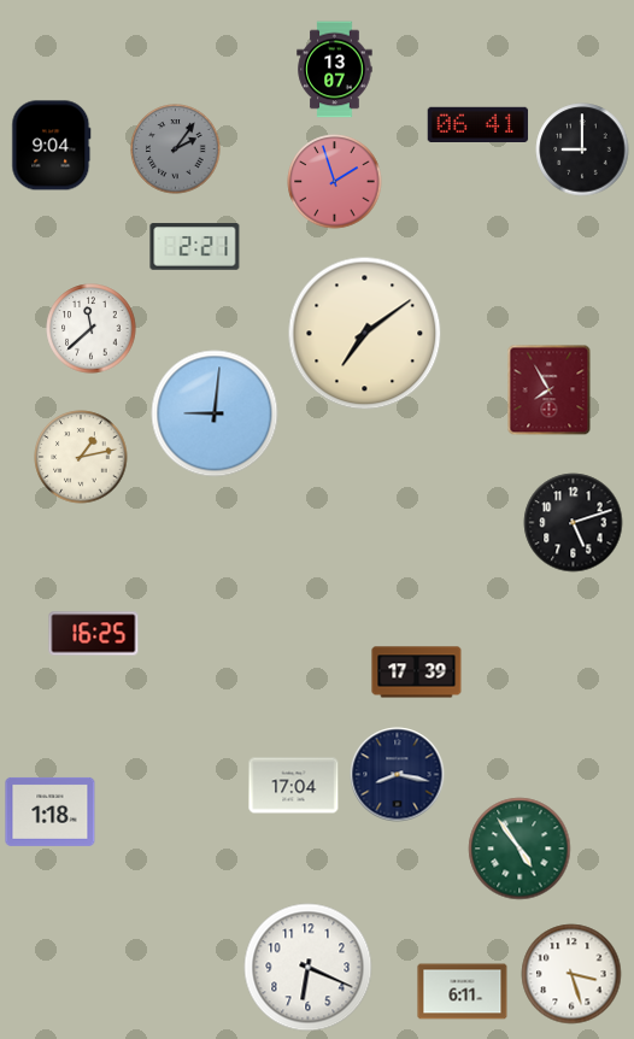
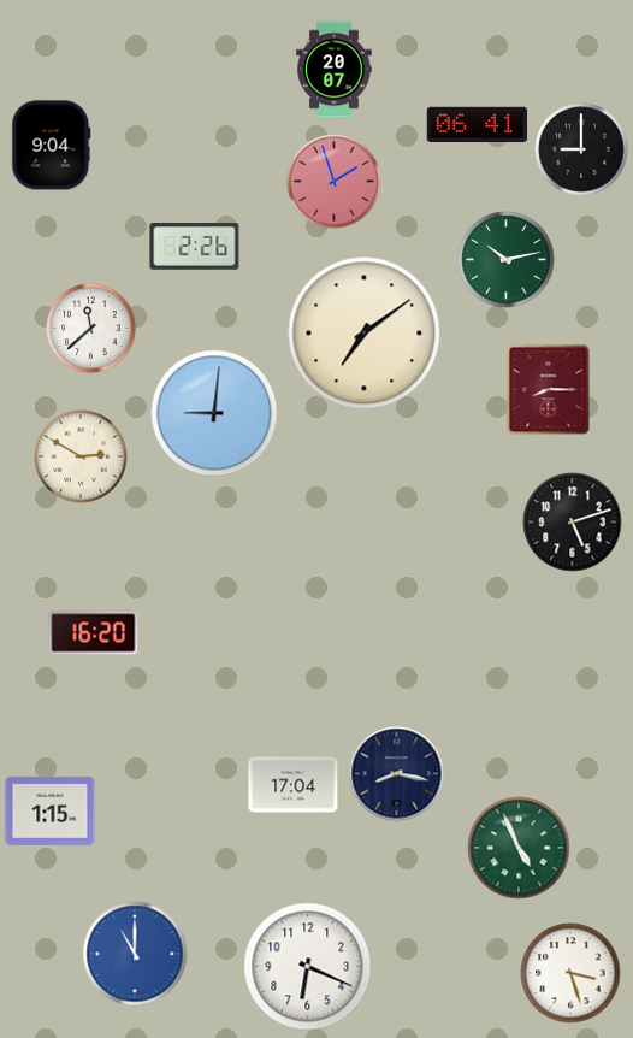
clock at (335, 70): 13:07 -> 20:07
clock at (176, 149): 2:06 -> none
clock at (195, 247): 2:21 -> 2:26
clock at (507, 260): none -> 10:13
clock at (550, 391): 7:55 -> 8:15
clock at (81, 457): 1:13 -> 2:50
clock at (94, 634): 16:25 -> 16:20
clock at (417, 673): 17:39 -> none
clock at (51, 811): 1:18 -> 1:15
clock at (519, 849): 4:54 -> 4:56
clock at (135, 954): none -> 11:00
clock at (463, 992): 6:11 -> none
